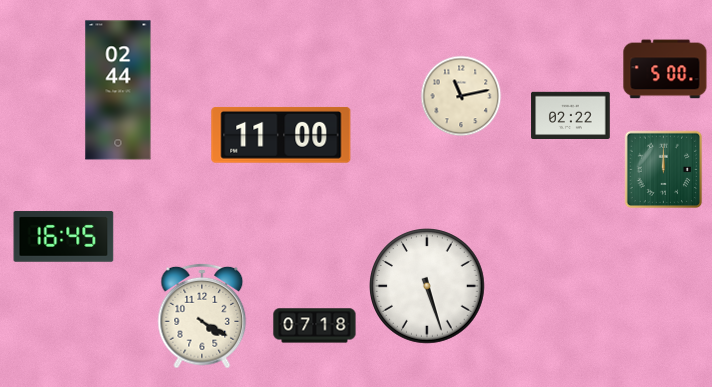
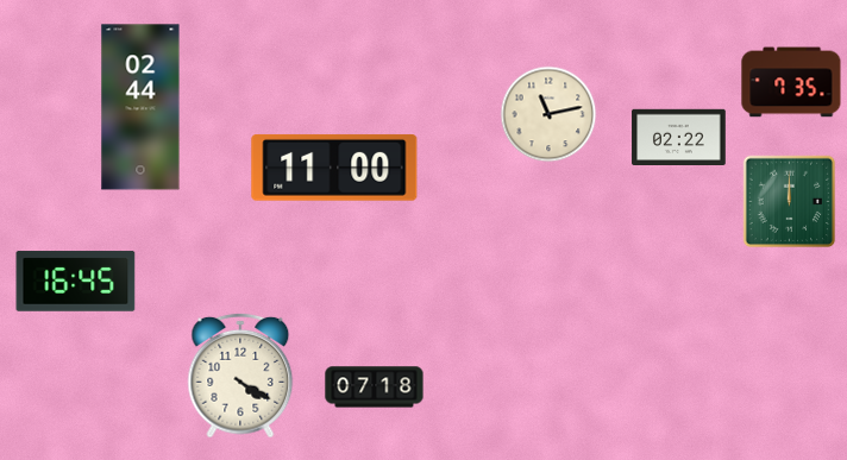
clock at (665, 69): 5:00 -> 7:35
clock at (281, 135) position: (281, 135) -> (334, 168)
clock at (428, 287): 5:27 -> none
